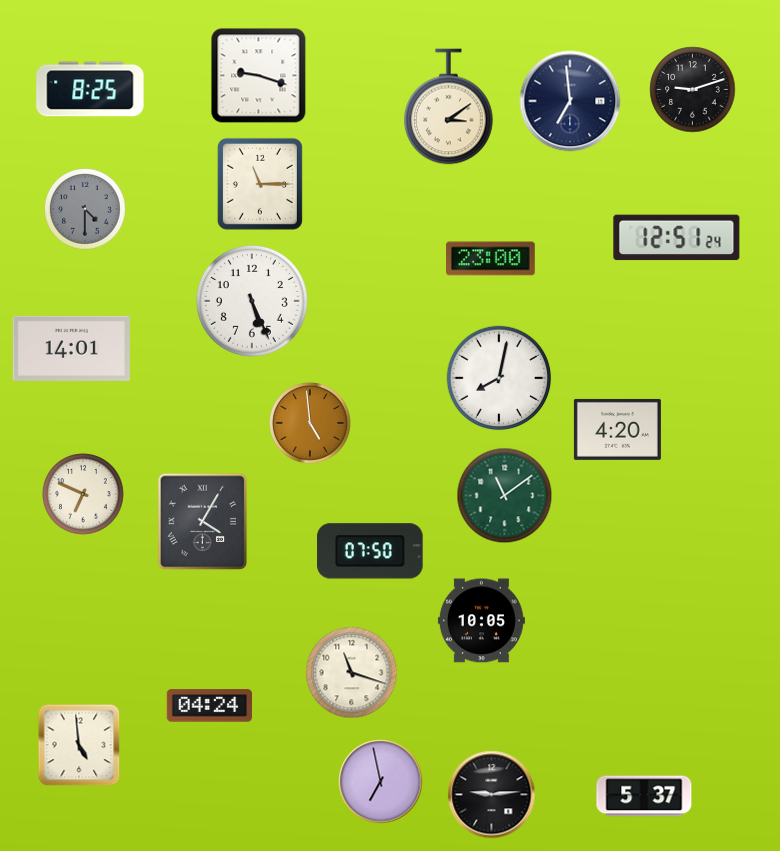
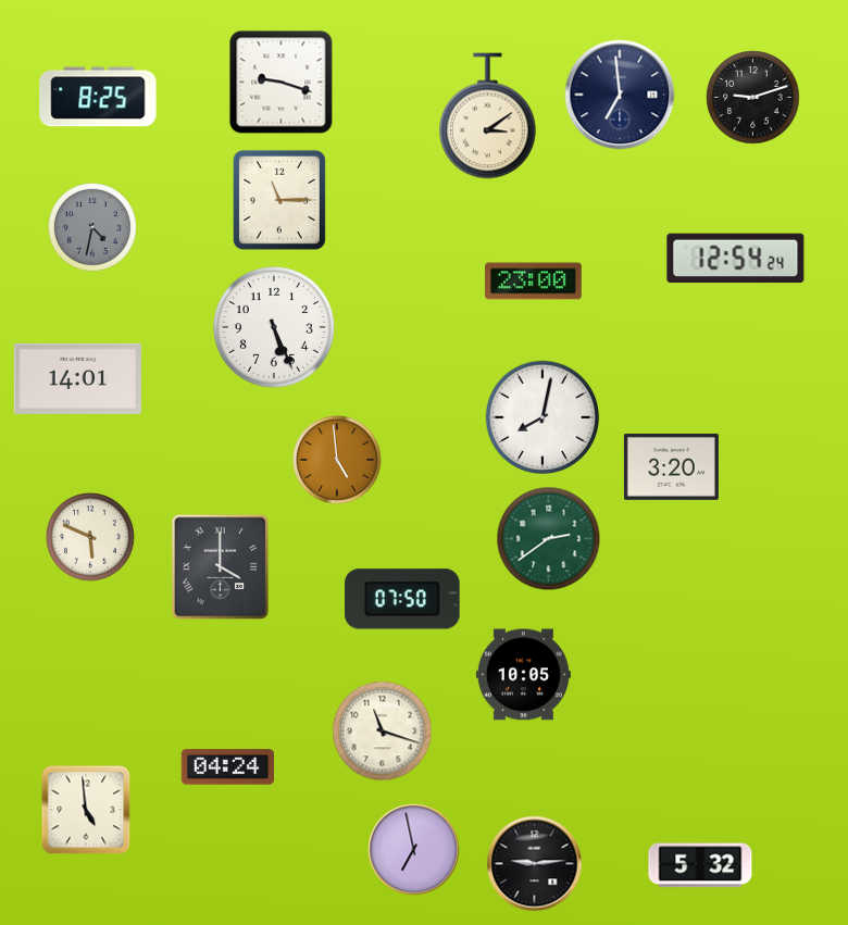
clock at (570, 101) position: (570, 101) -> (620, 95)
clock at (260, 184) position: (260, 184) -> (279, 200)
clock at (85, 209): 4:30 -> 4:32
clock at (677, 238): 12:51 -> 12:54
clock at (499, 378) position: (499, 378) -> (543, 417)
clock at (617, 429): 4:20 -> 3:20
clock at (83, 494): 6:49 -> 5:49
clock at (505, 496): 11:09 -> 2:39
clock at (203, 522): 4:05 -> 4:00
clock at (644, 796): 5:37 -> 5:32
